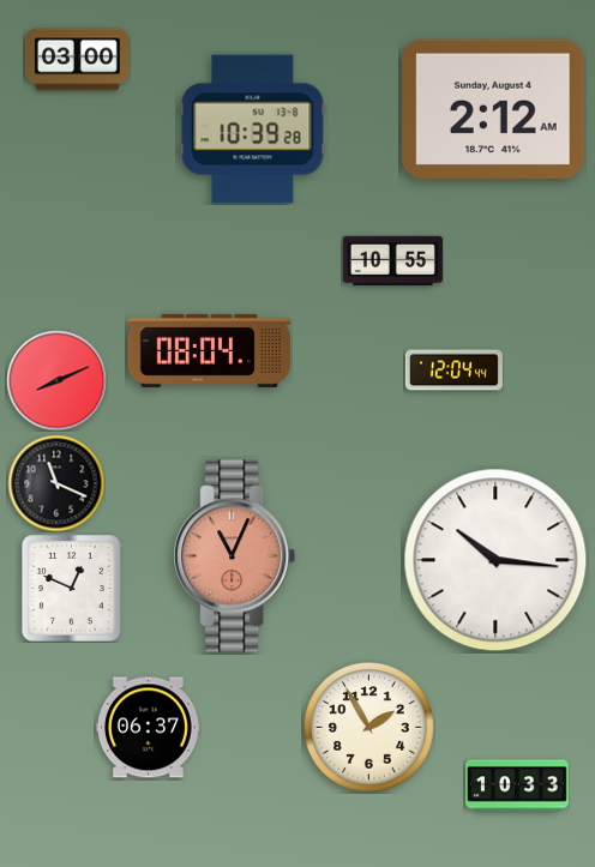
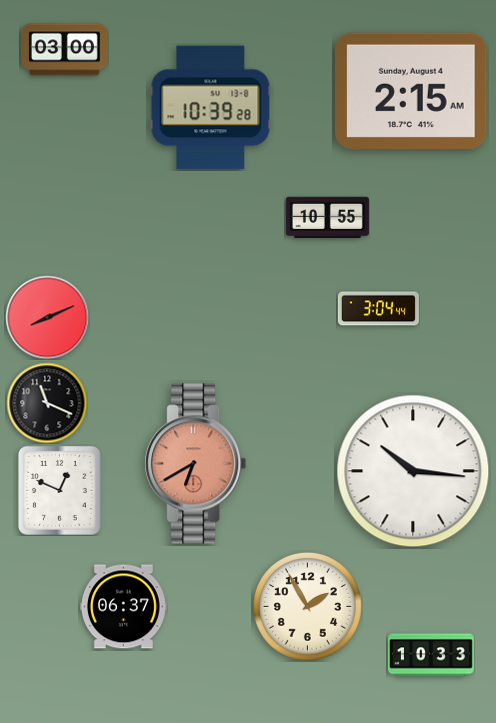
clock at (493, 108): 2:12 -> 2:15
clock at (209, 350): 08:04 -> none
clock at (453, 371): 12:04 -> 3:04
clock at (235, 556): 11:04 -> 6:40
clock at (495, 560) position: (495, 560) -> (413, 471)
